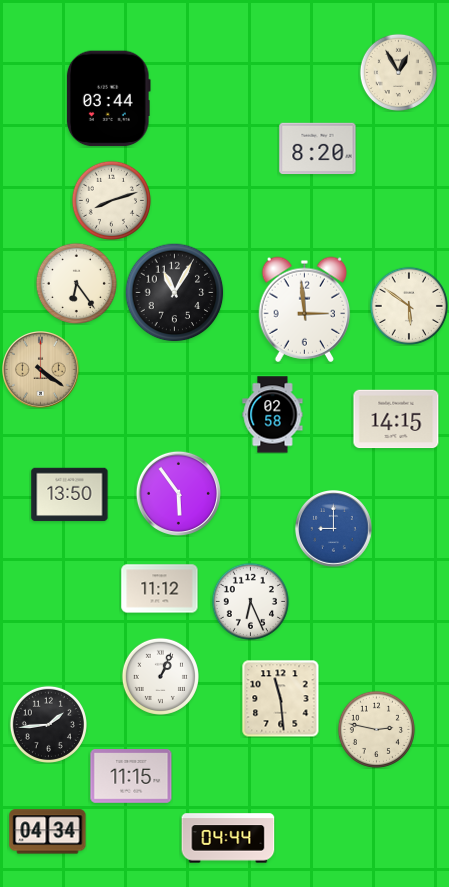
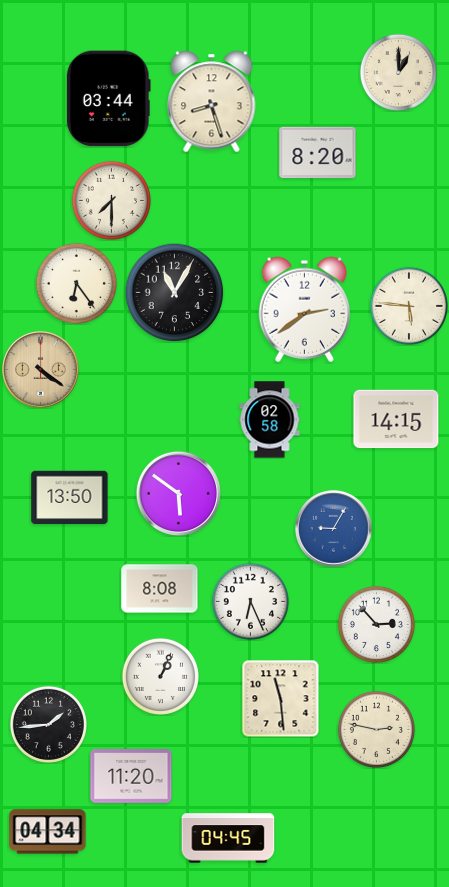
clock at (398, 72): 12:55 -> 1:00
clock at (212, 102): none -> 8:27
clock at (318, 149) position: (318, 149) -> (318, 153)
clock at (111, 200): 8:12 -> 7:30
clock at (409, 306): 5:51 -> 5:46
clock at (305, 309): 2:59 -> 2:39
clock at (273, 415) position: (273, 415) -> (270, 420)
clock at (178, 493): 5:54 -> 5:51
clock at (70, 495) position: (70, 495) -> (70, 498)
clock at (334, 529): 9:00 -> 9:05
clock at (160, 589): 11:12 -> 8:08
clock at (376, 624): none -> 2:53
clock at (131, 776): 11:15 -> 11:20
clock at (228, 838): 04:44 -> 04:45
